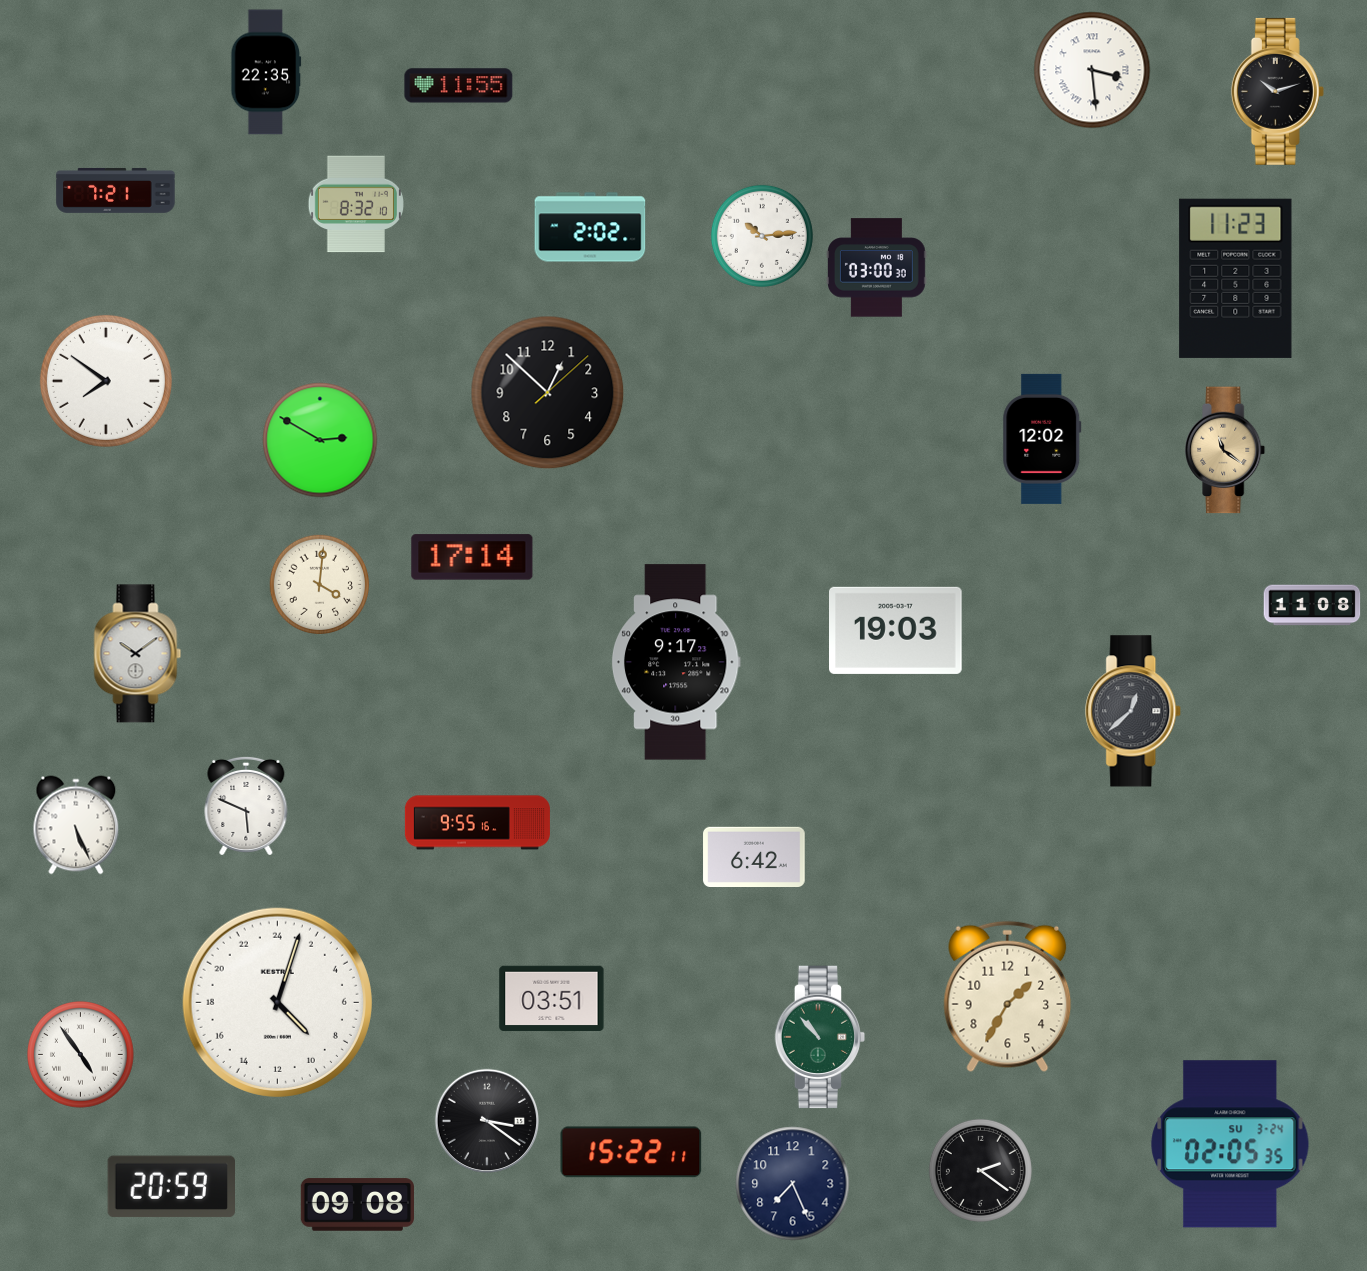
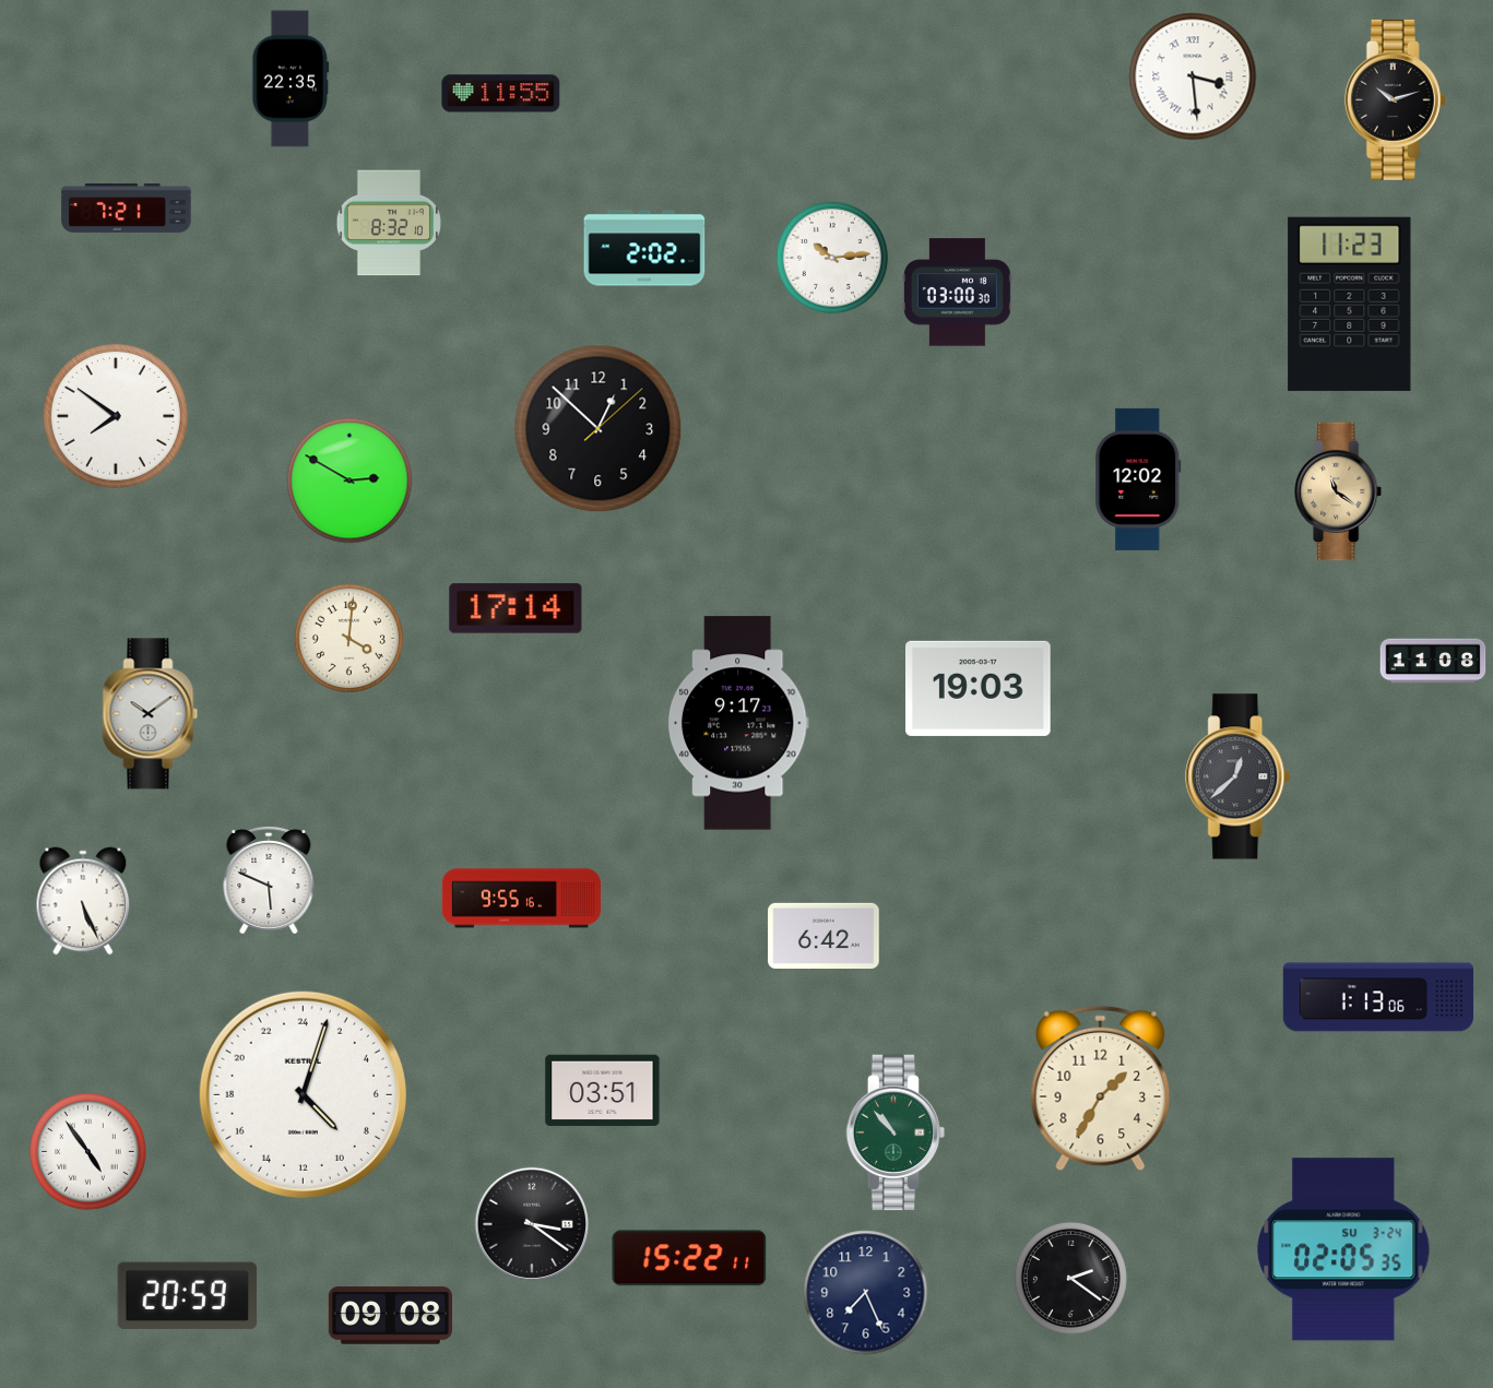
clock at (1377, 997): none -> 1:13
